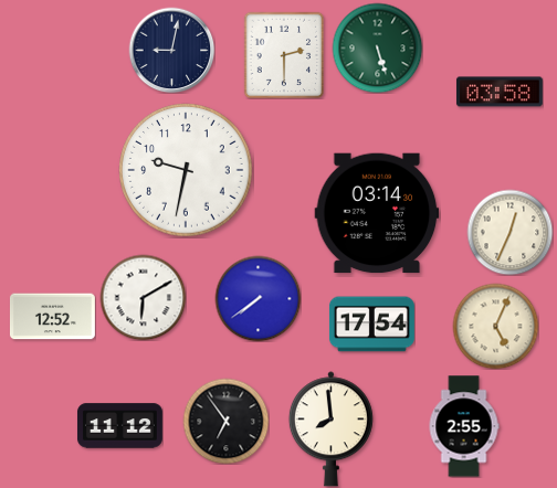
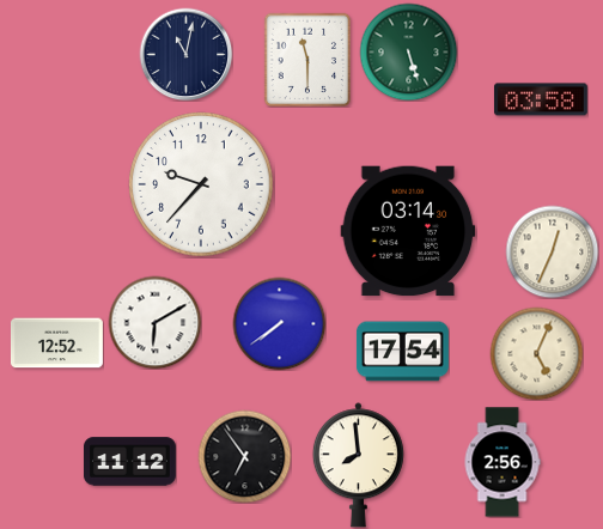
clock at (171, 50): 9:02 -> 11:02
clock at (284, 55): 2:30 -> 11:30
clock at (186, 170): 9:32 -> 9:37
clock at (464, 426): 2:55 -> 2:56
